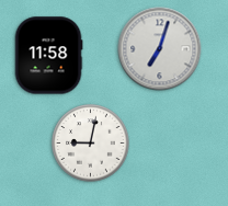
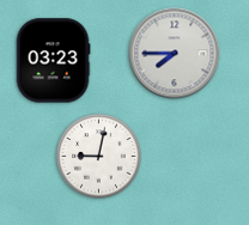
clock at (160, 49): 7:03 -> 7:45
clock at (48, 56): 11:58 -> 03:23
